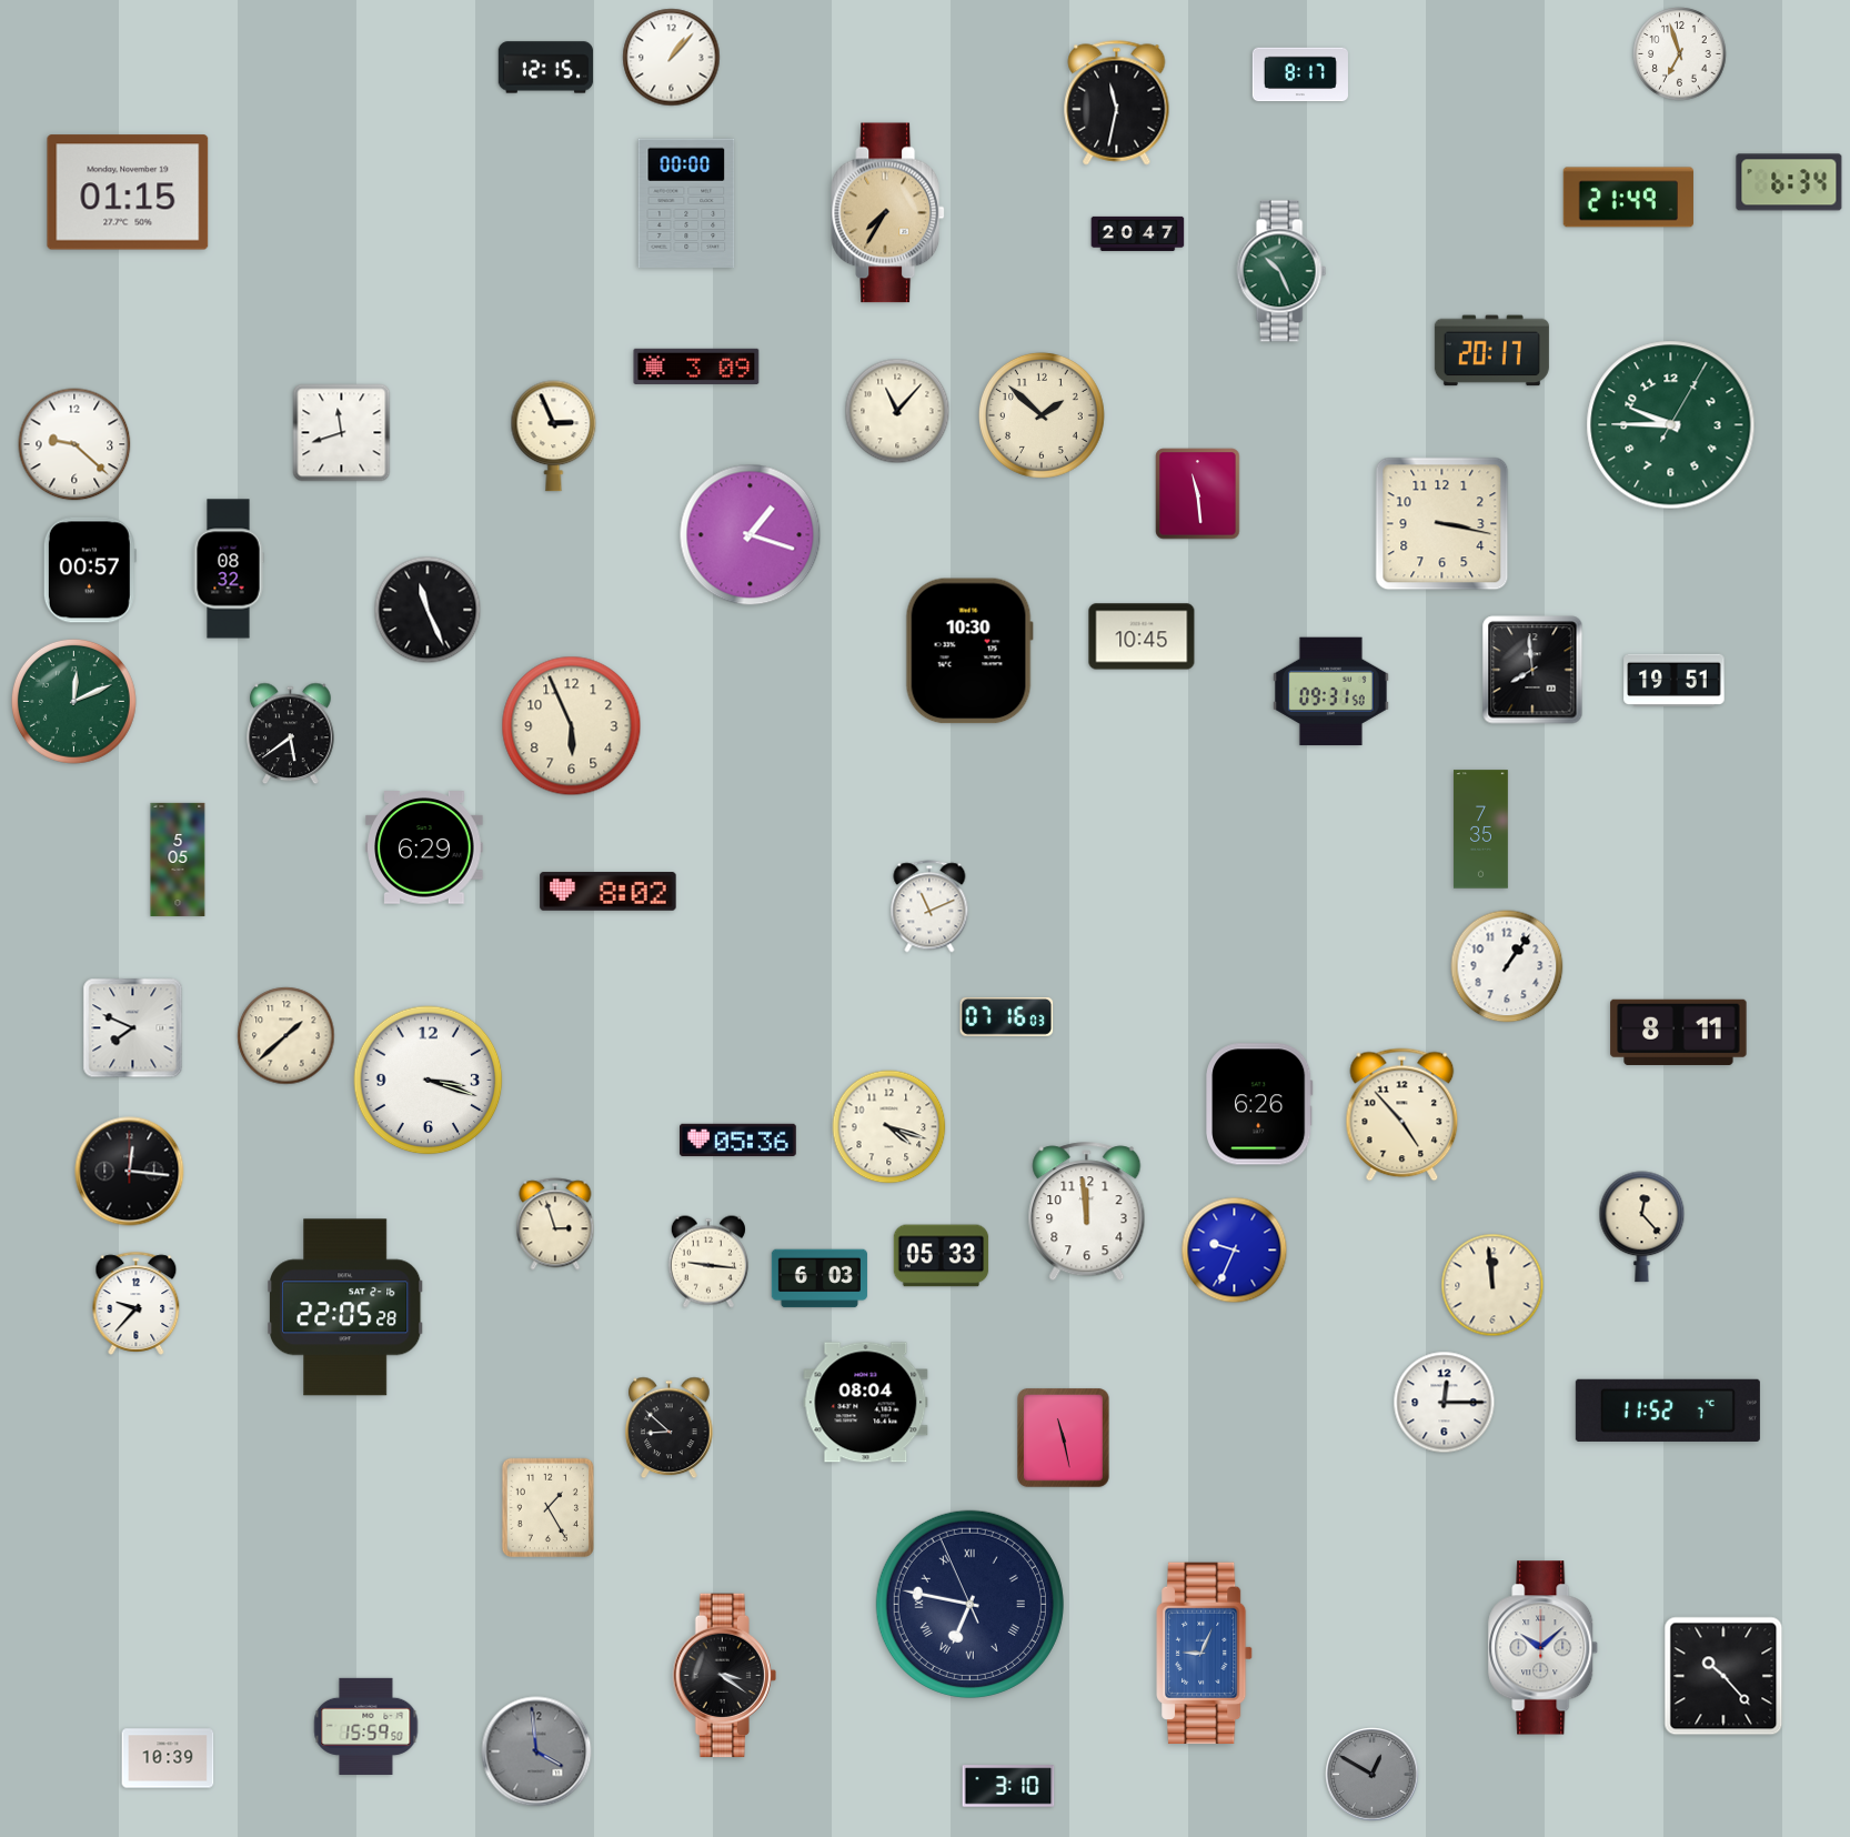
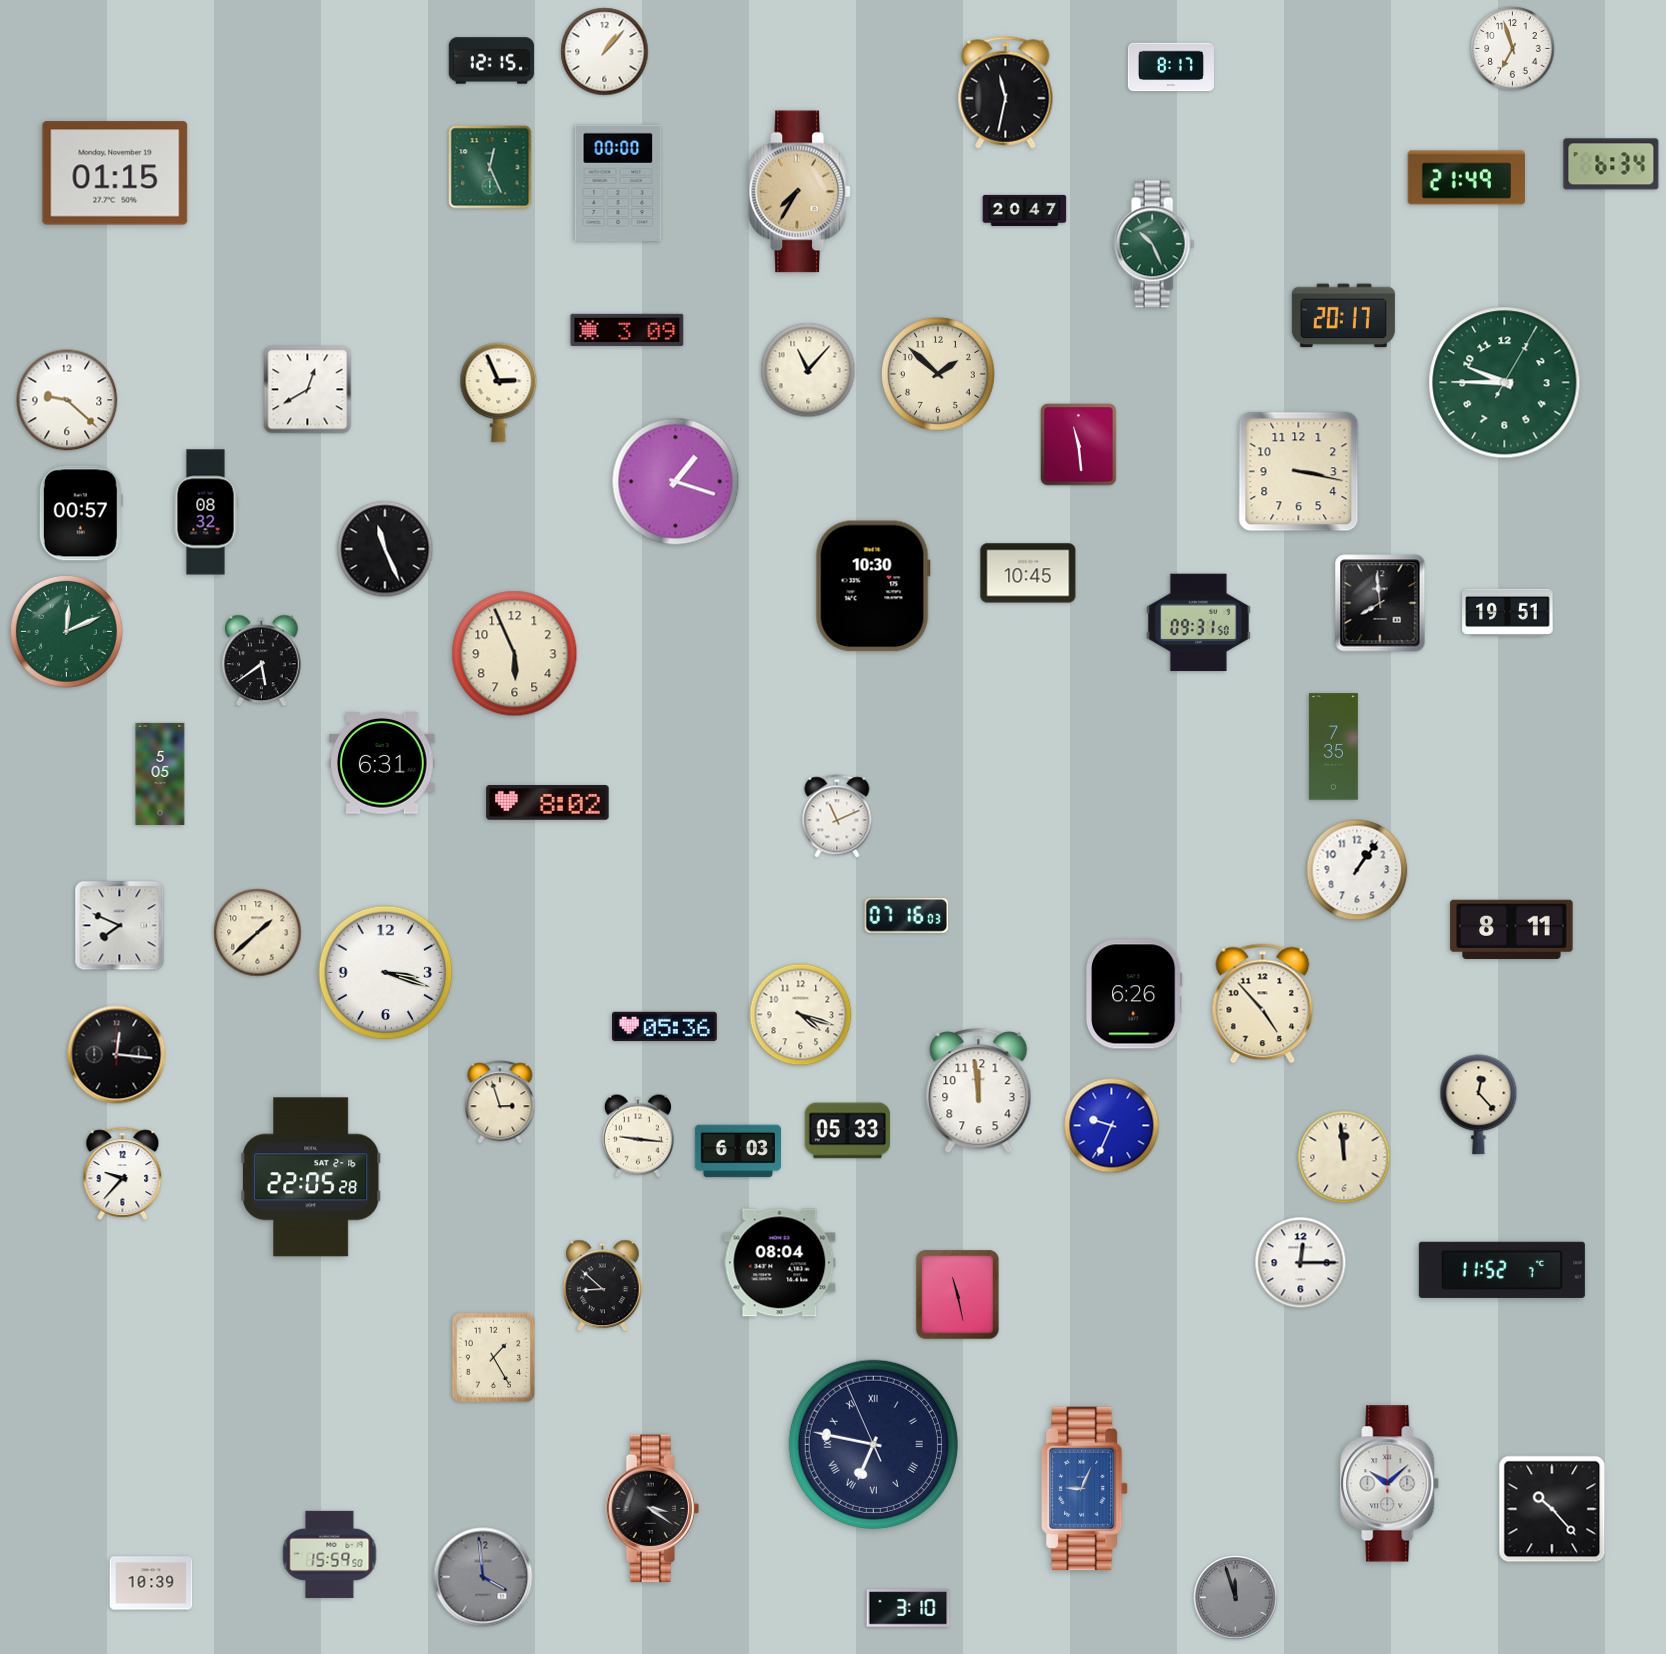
clock at (490, 167): none -> 12:26
clock at (342, 433): 11:42 -> 12:40
clock at (424, 847): 6:29 -> 6:31
clock at (1373, 1775): 12:50 -> 11:57
